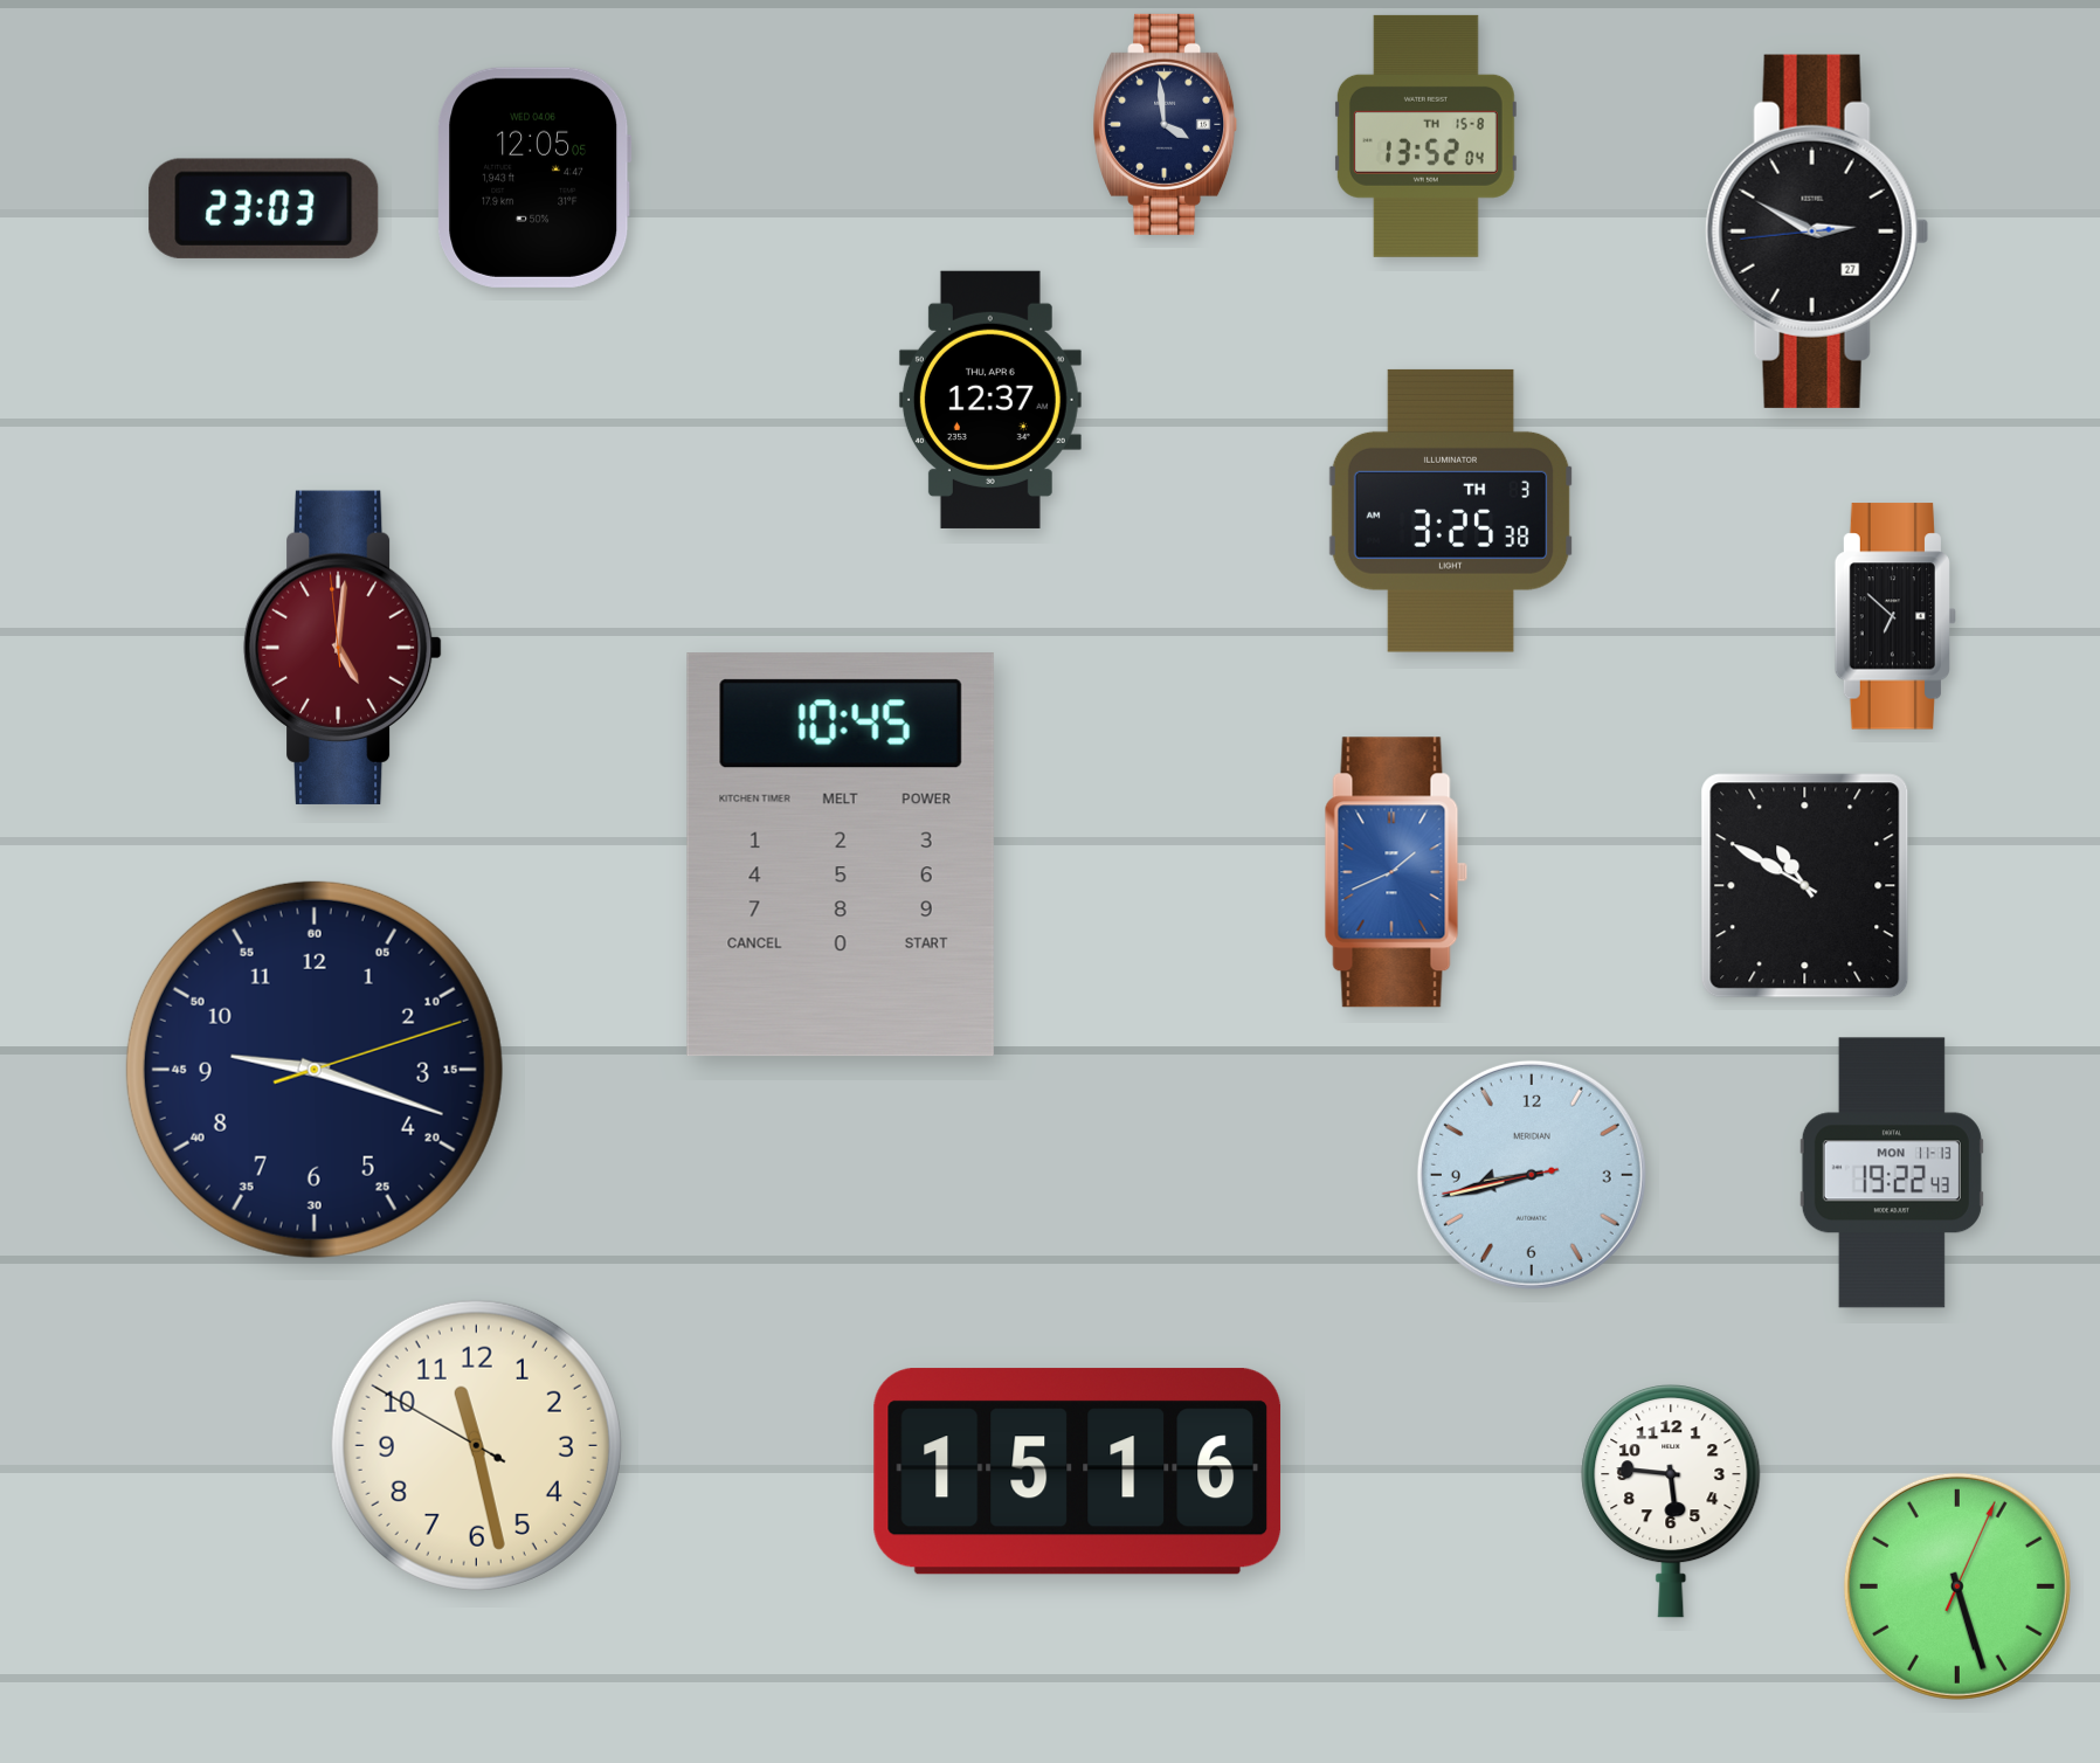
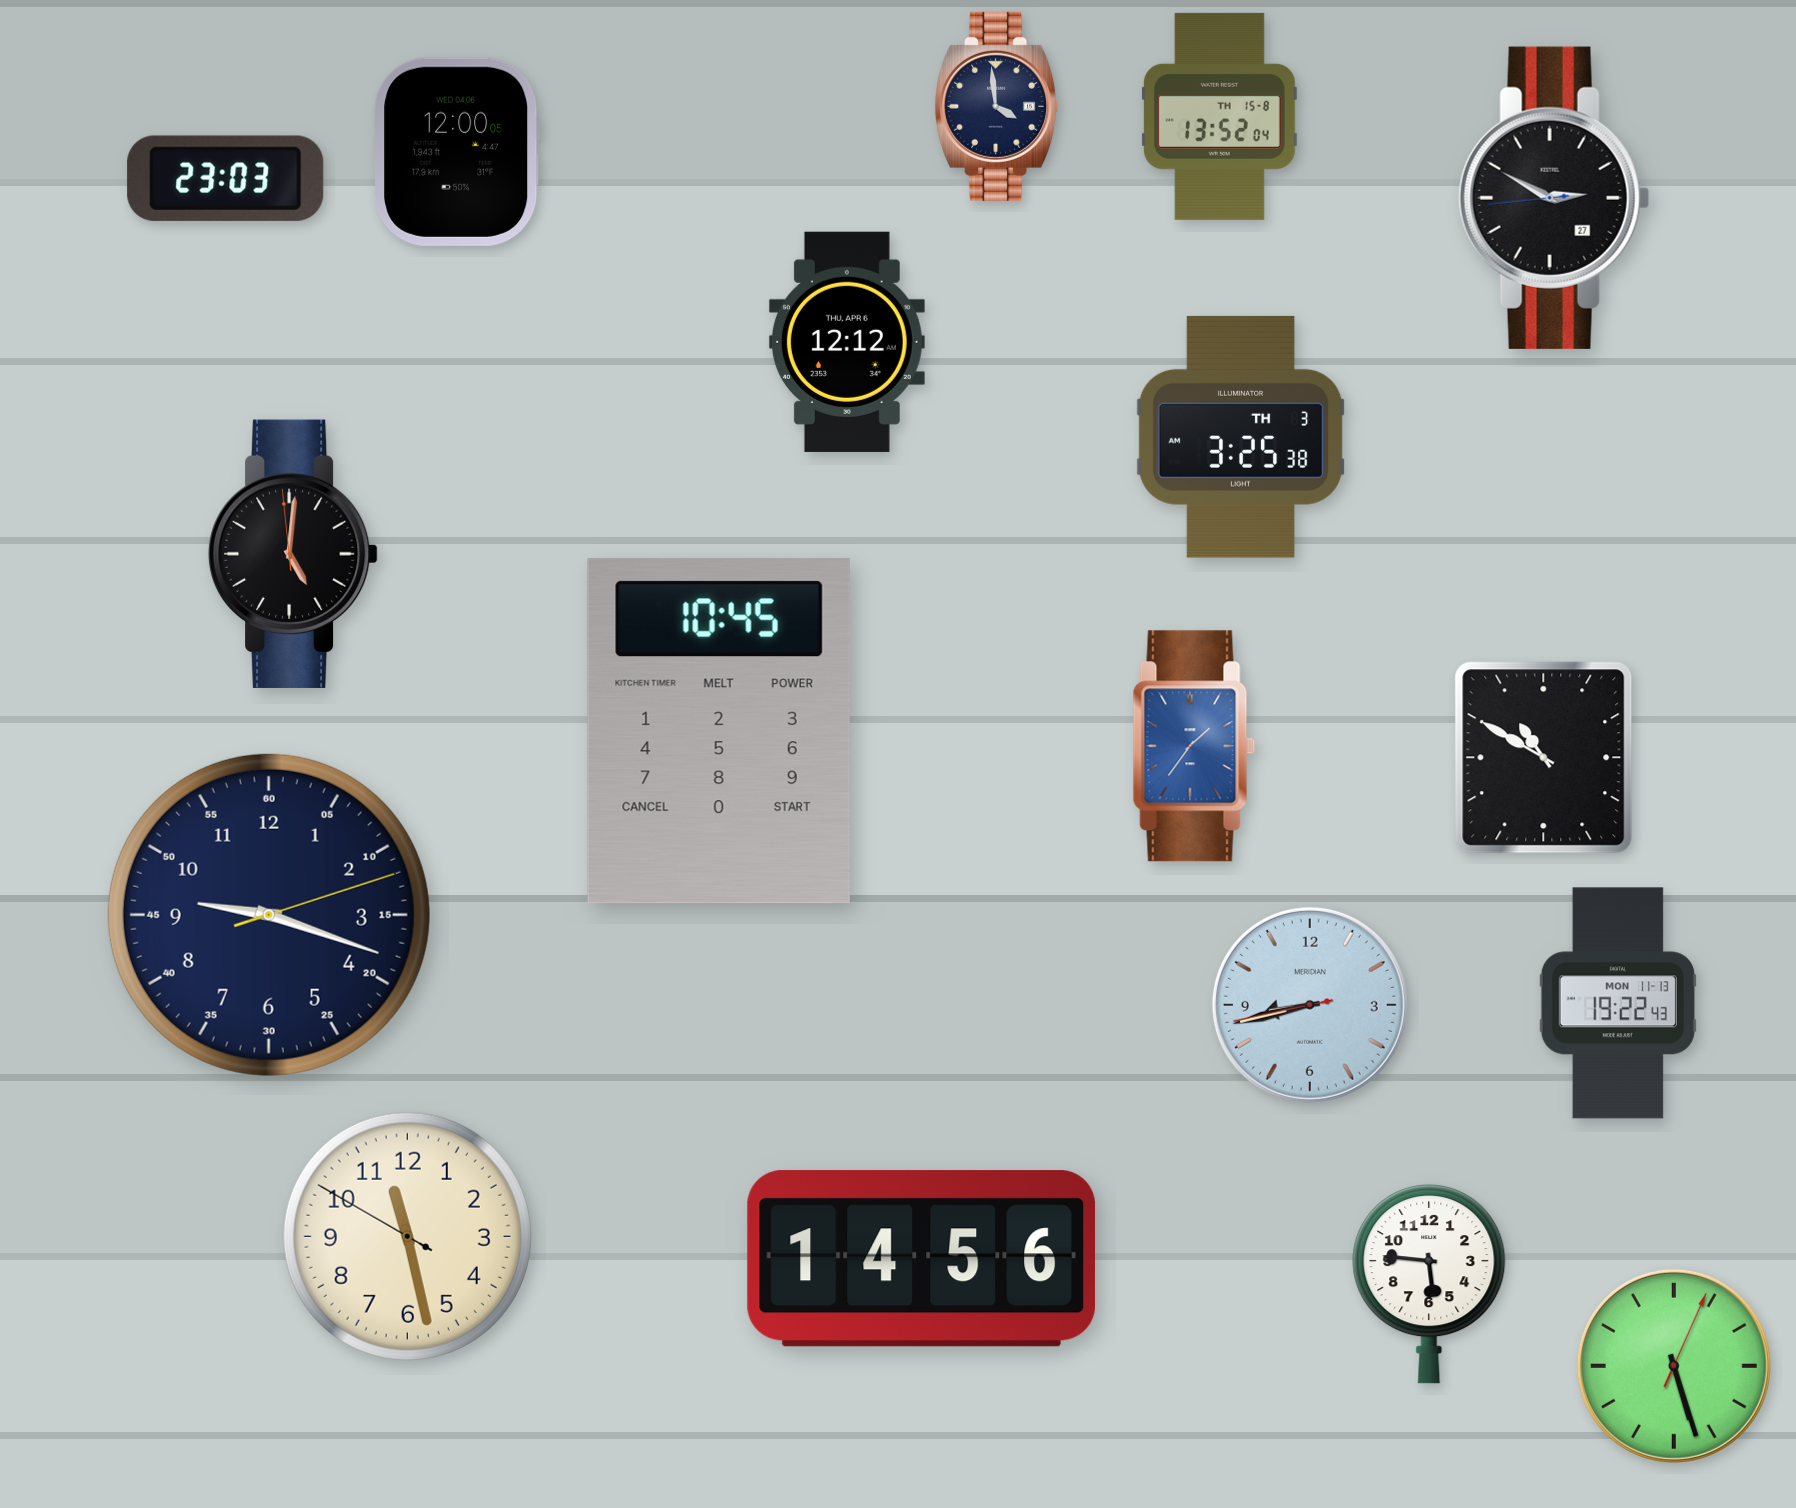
clock at (534, 178): 12:05 -> 12:00
clock at (990, 400): 12:37 -> 12:12
clock at (1894, 616): 6:52 -> none
clock at (343, 648) dial: burgundy -> black
clock at (1396, 872): 1:41 -> 1:36
clock at (1078, 1472): 15:16 -> 14:56
clock at (1957, 1586) position: (1957, 1586) -> (1674, 1366)
